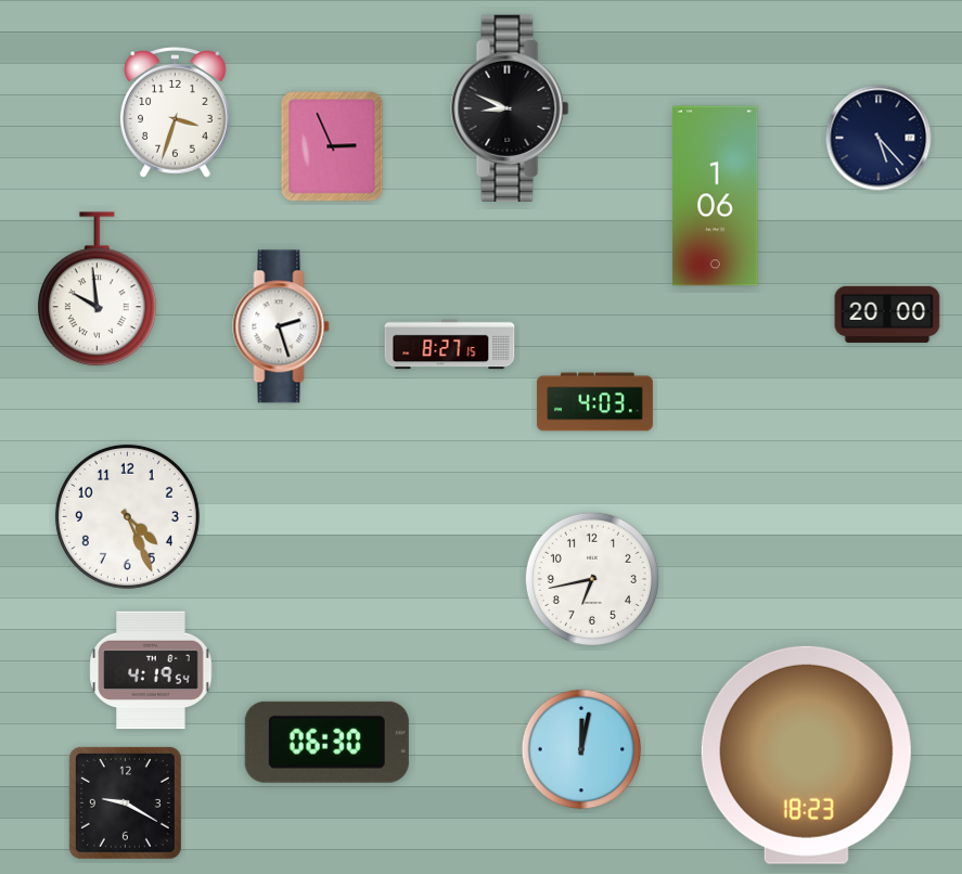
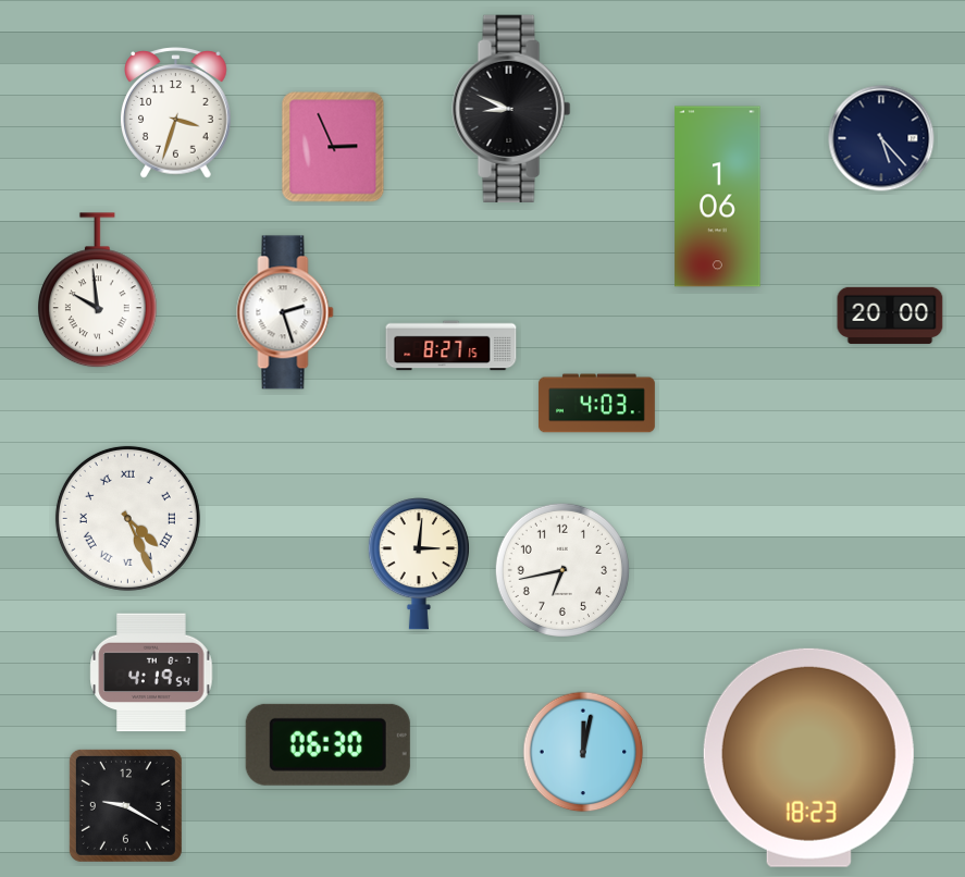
clock at (281, 326) position: (281, 326) -> (285, 312)
clock at (127, 516) numerals: Arabic -> Roman
clock at (419, 564): none -> 3:01
clock at (592, 579) position: (592, 579) -> (562, 570)
